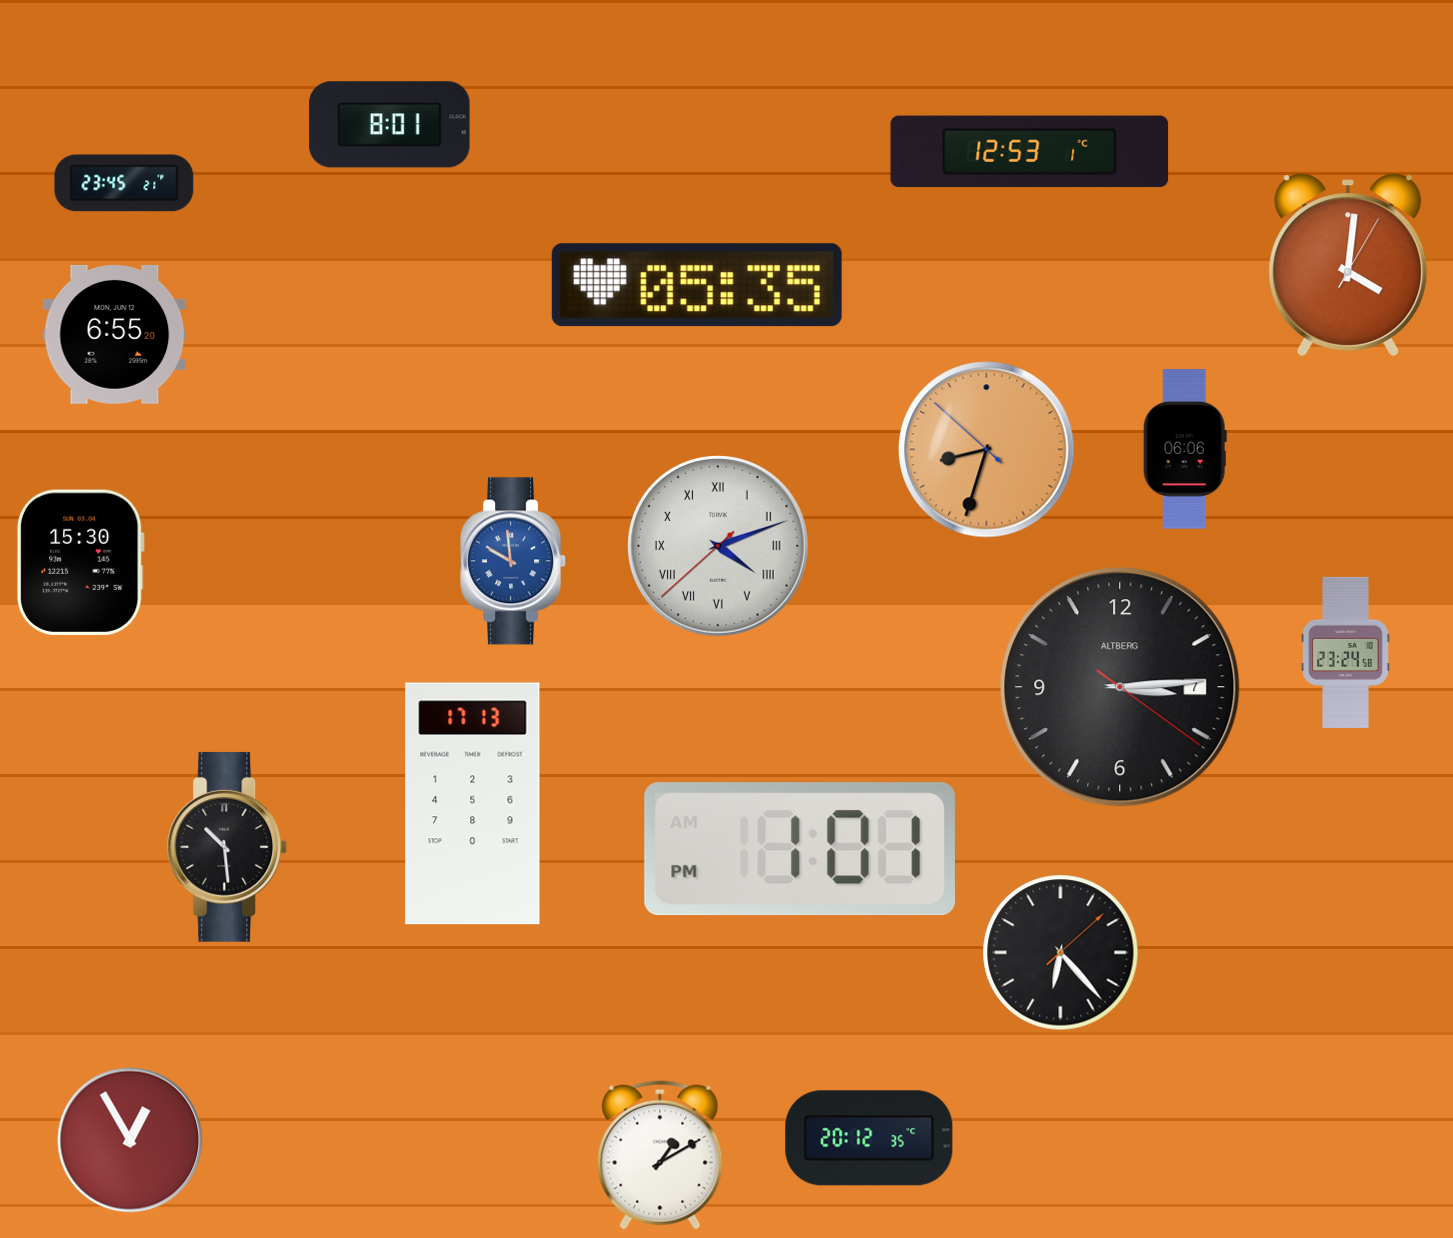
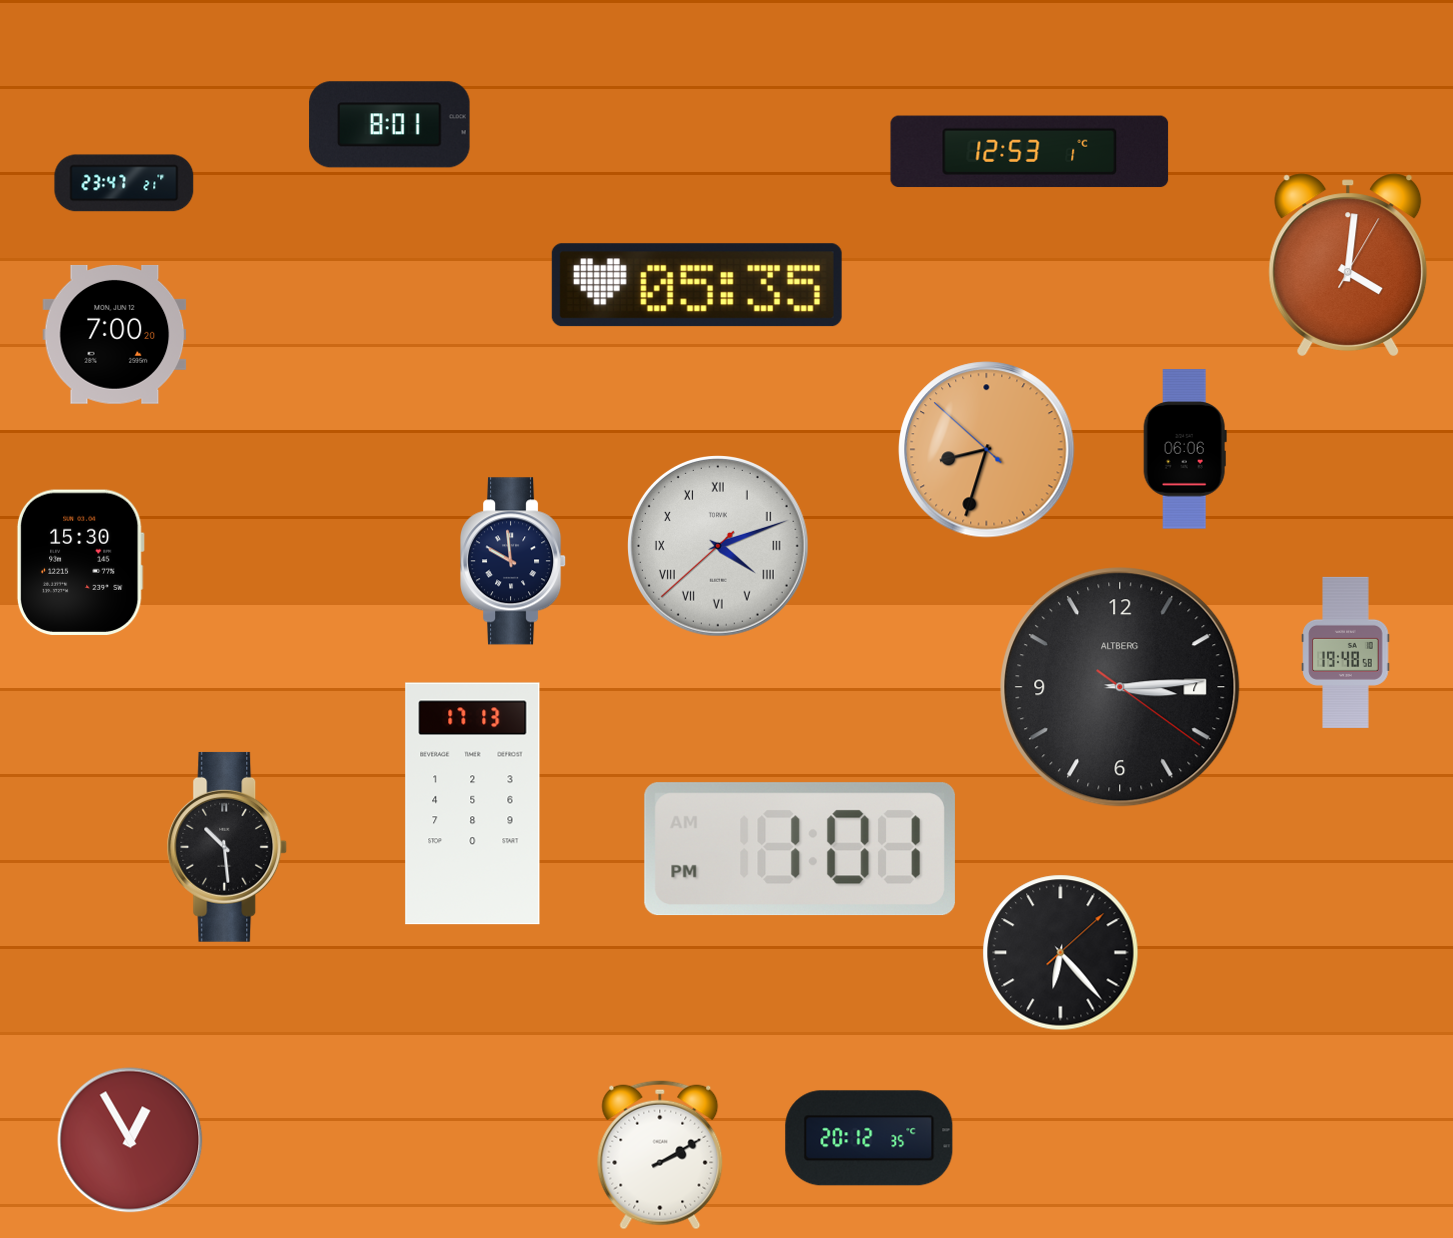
clock at (124, 183): 23:45 -> 23:47
clock at (115, 334): 6:55 -> 7:00
clock at (514, 561) dial: blue -> navy
clock at (1346, 652): 23:24 -> 19:48
clock at (660, 1155): 1:10 -> 2:10
